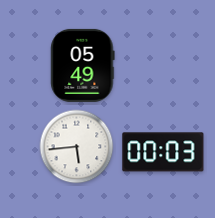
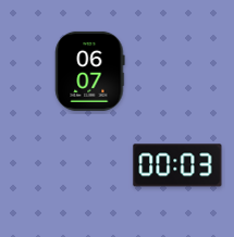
clock at (83, 65): 05:49 -> 06:07
clock at (77, 147): 5:44 -> none
